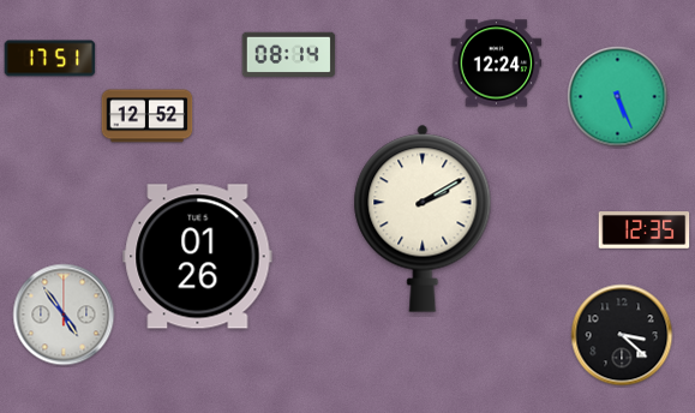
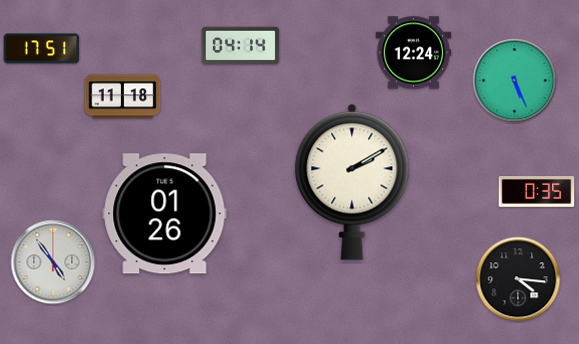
clock at (289, 55): 08:14 -> 04:14
clock at (148, 116): 12:52 -> 11:18
clock at (645, 231): 12:35 -> 0:35
clock at (622, 335): 3:22 -> 4:16
